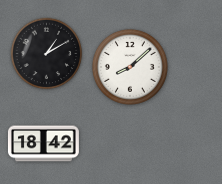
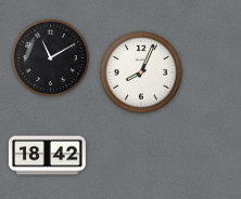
clock at (47, 54): 1:10 -> 11:10
clock at (130, 67): 8:08 -> 8:04
